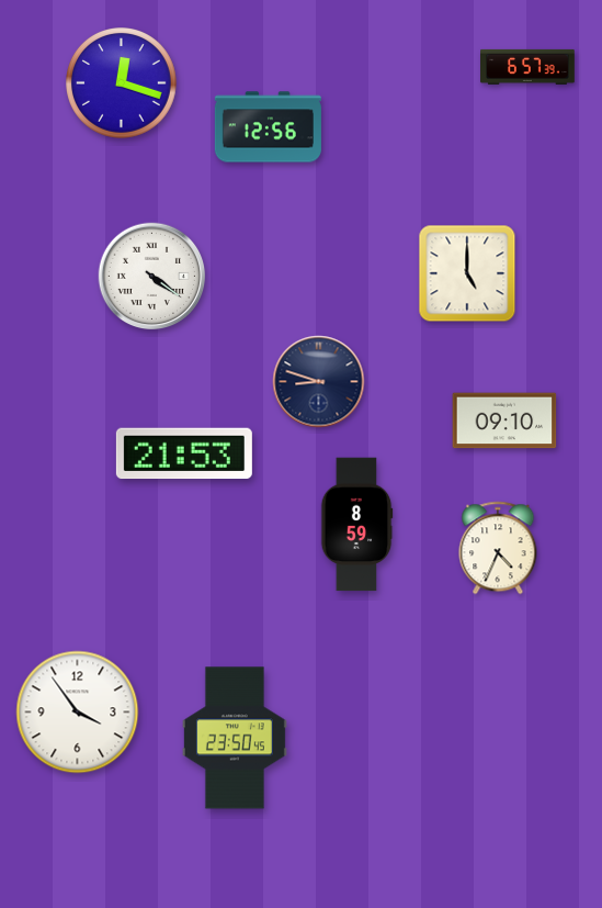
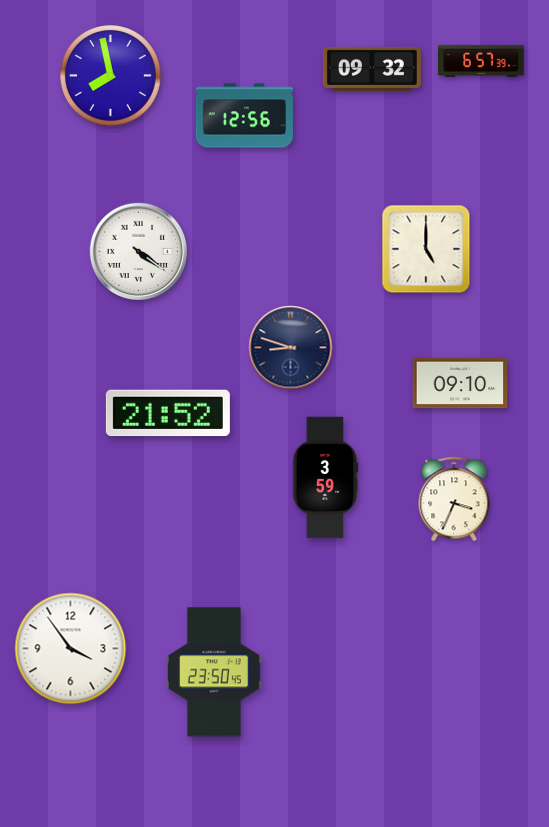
clock at (372, 69): none -> 09:32
clock at (122, 83): 12:18 -> 7:58
clock at (184, 453): 21:53 -> 21:52
clock at (356, 525): 8:59 -> 3:59
clock at (498, 548): 4:34 -> 3:34
